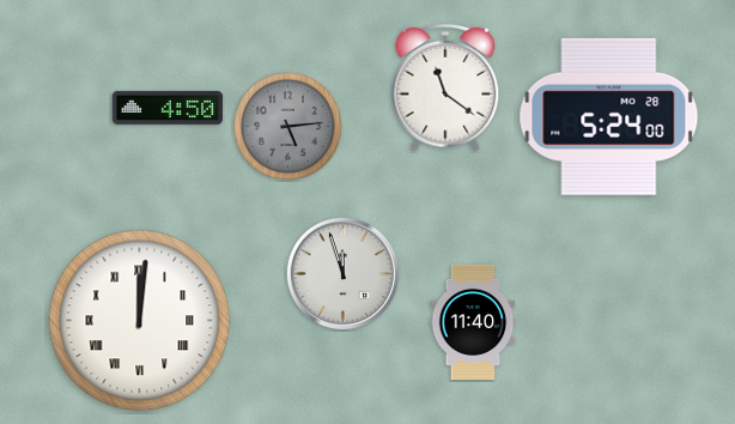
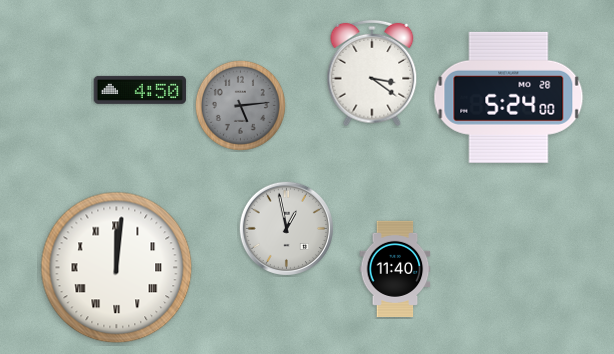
clock at (445, 87): 11:21 -> 3:21
clock at (342, 273): 11:57 -> 12:58
